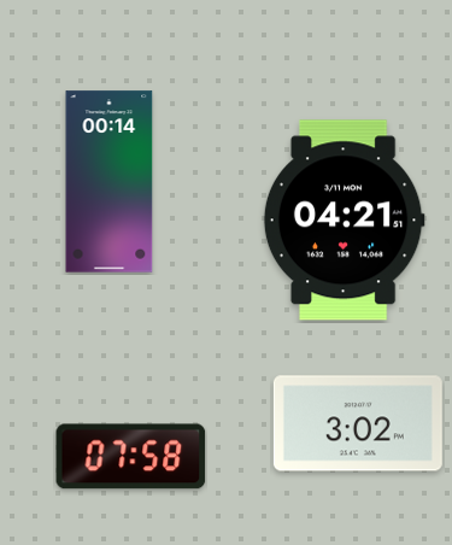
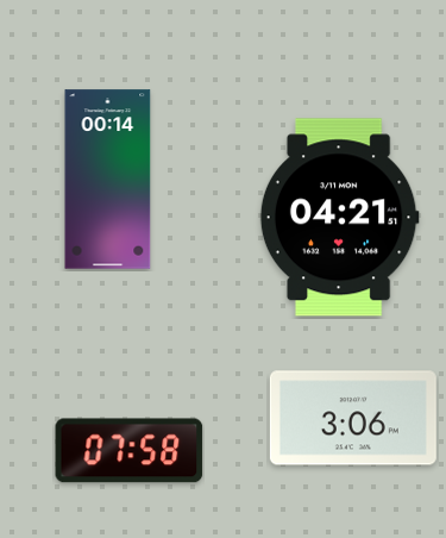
clock at (358, 423): 3:02 -> 3:06
